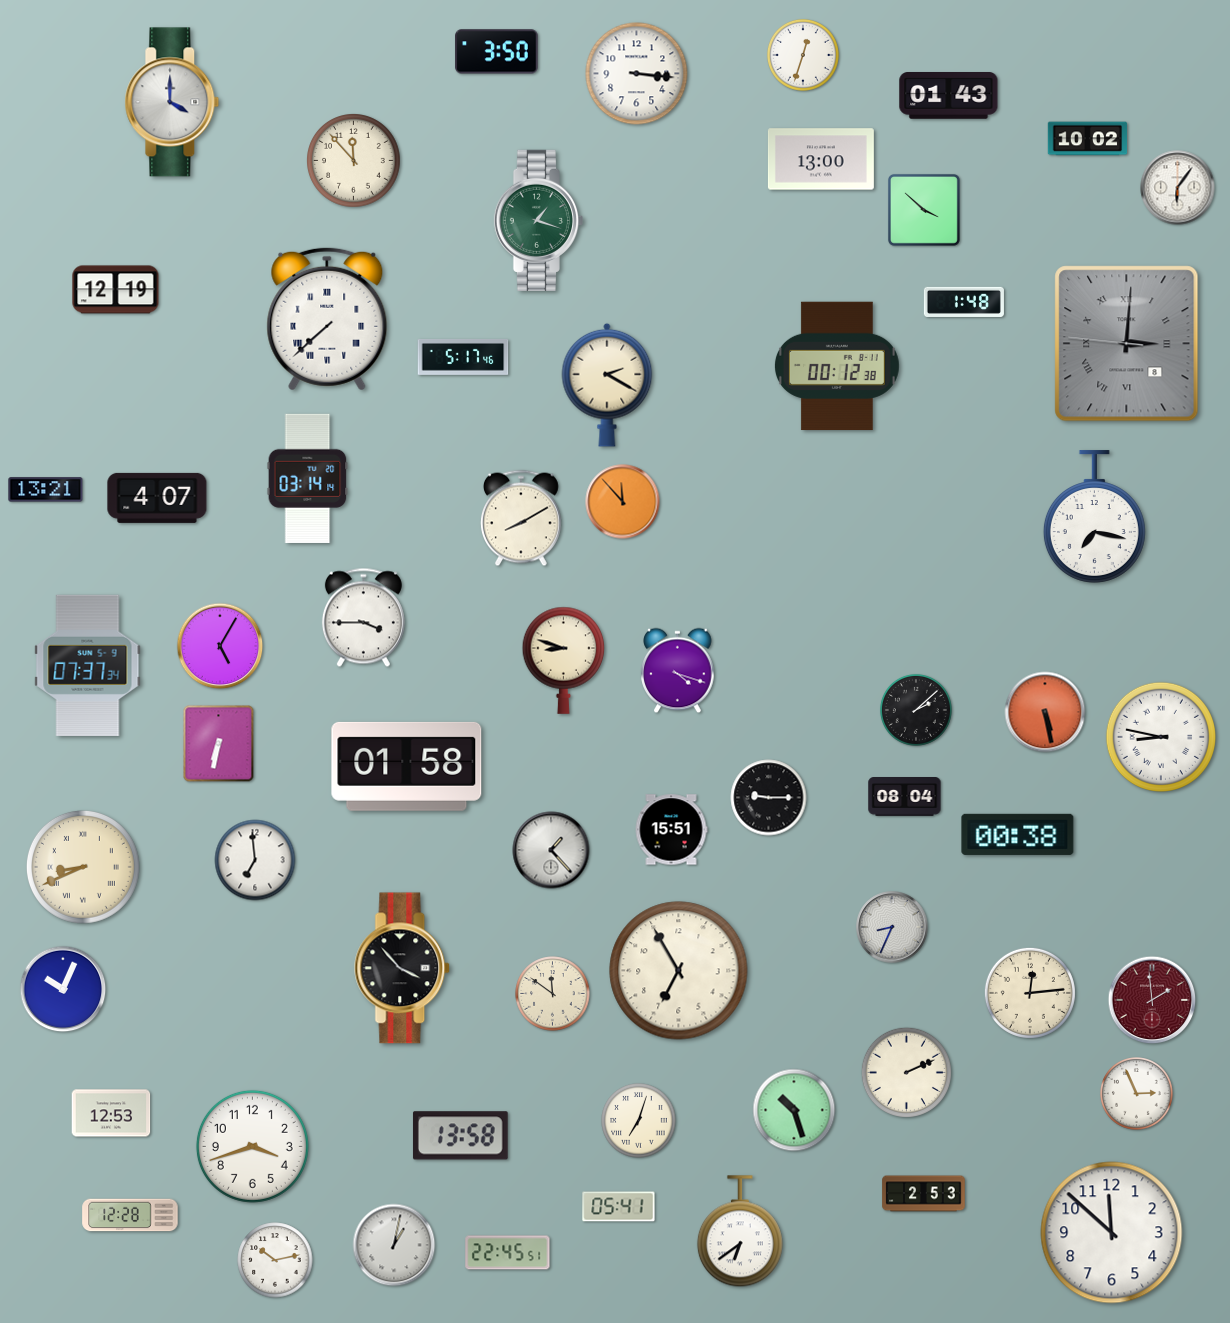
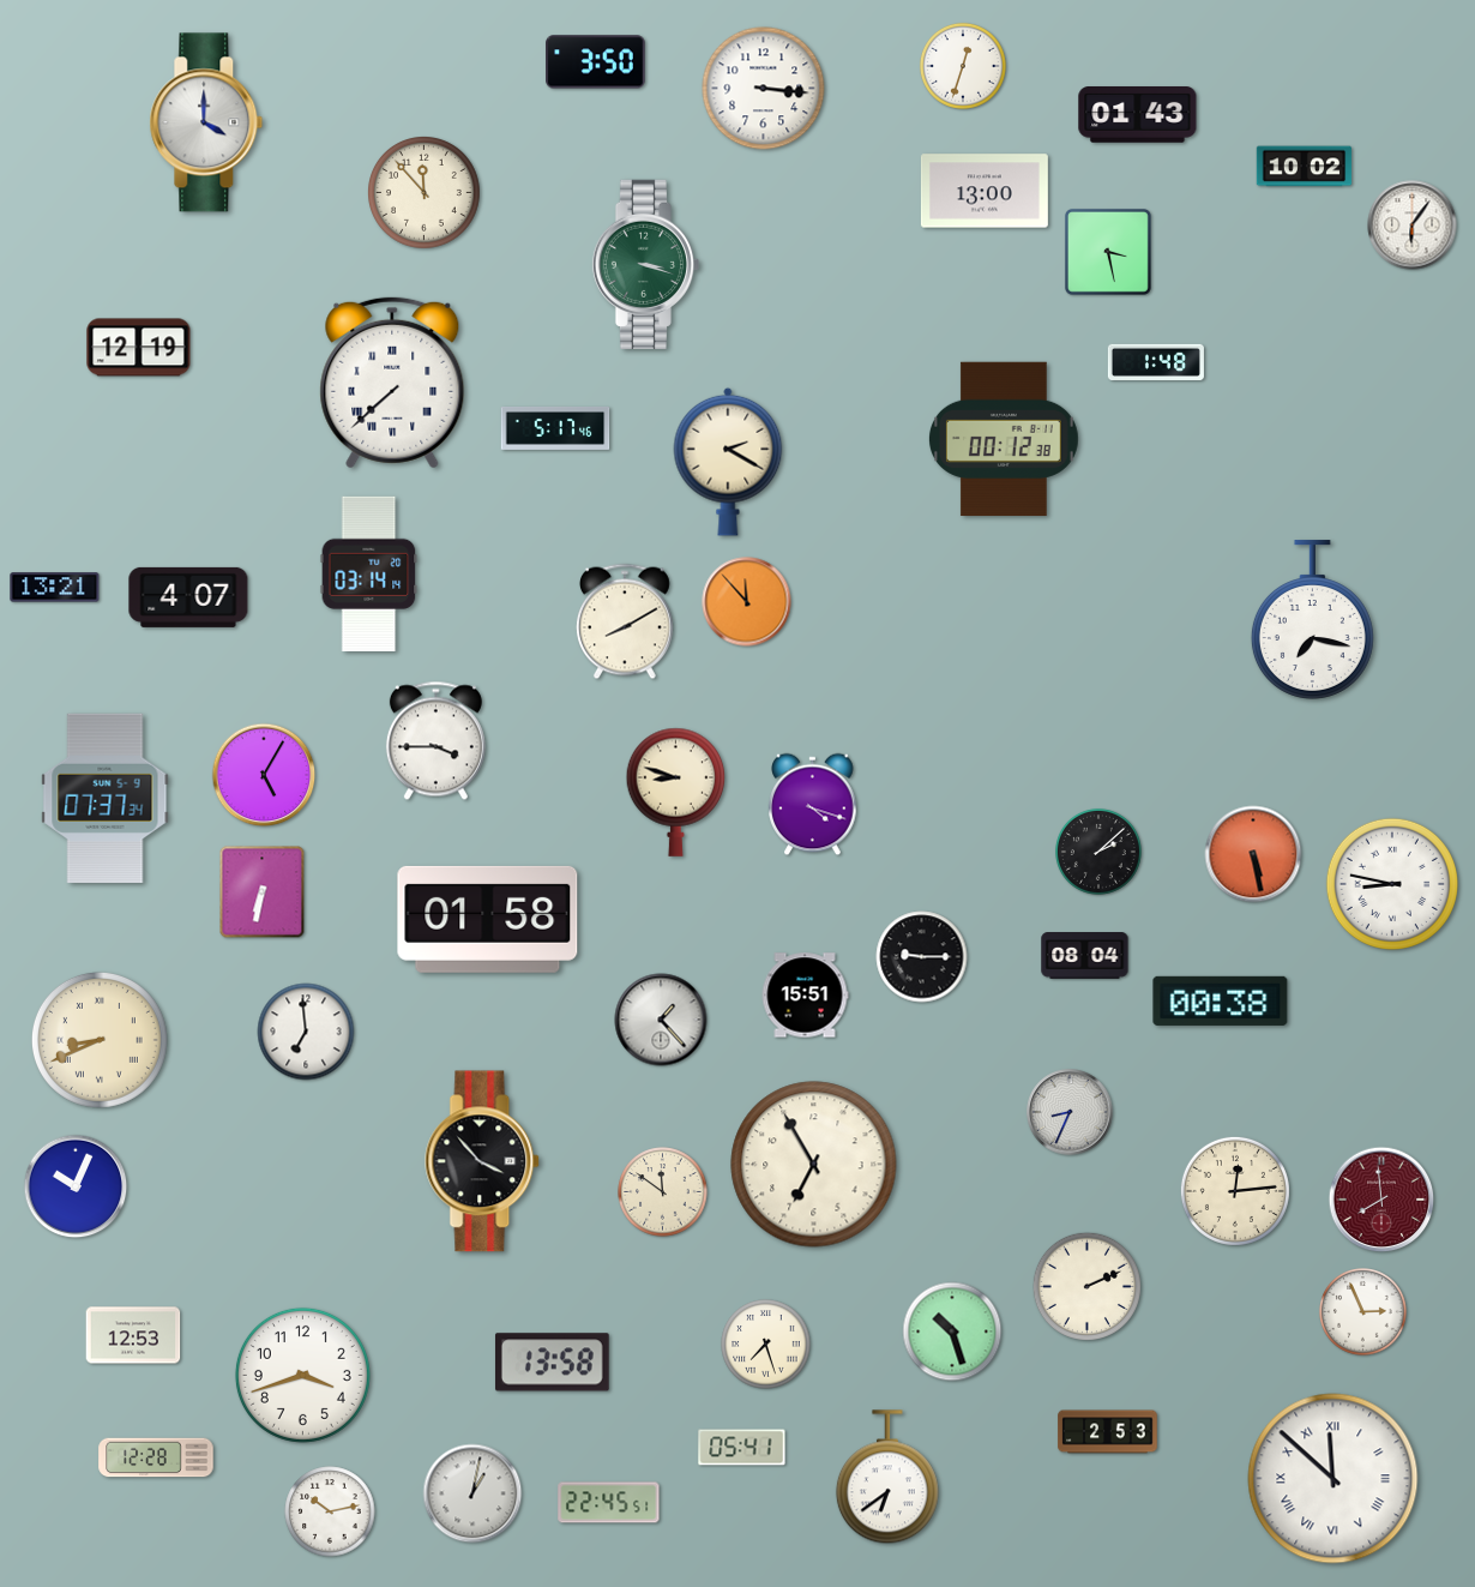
clock at (924, 210): 3:52 -> 3:28
clock at (538, 220): 1:18 -> 3:18
clock at (1127, 344): 3:00 -> none
clock at (1152, 1000): 1:59 -> 7:59
clock at (639, 1121): 7:03 -> 7:27
clock at (1112, 1233) numerals: Arabic -> Roman
